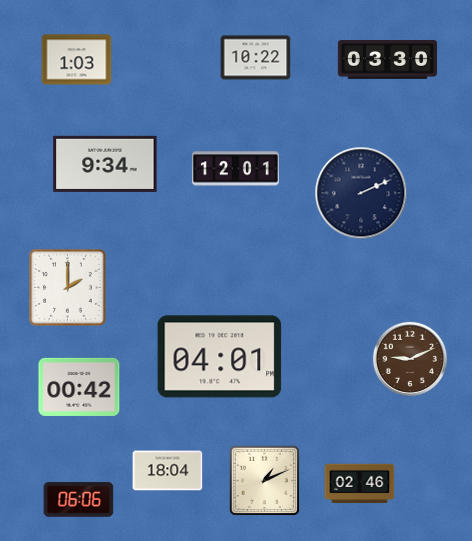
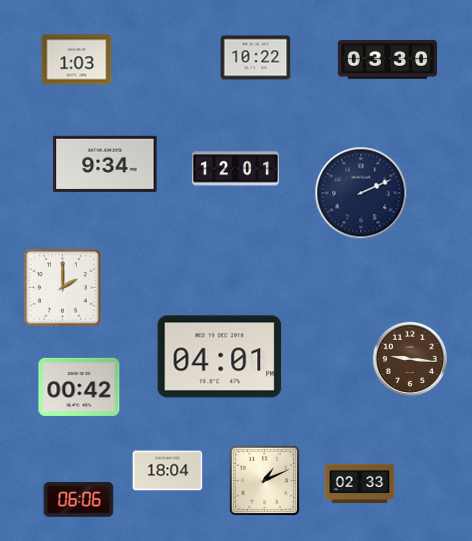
clock at (68, 288) position: (68, 288) -> (63, 288)
clock at (409, 358): 9:11 -> 9:16
clock at (360, 484): 02:46 -> 02:33
